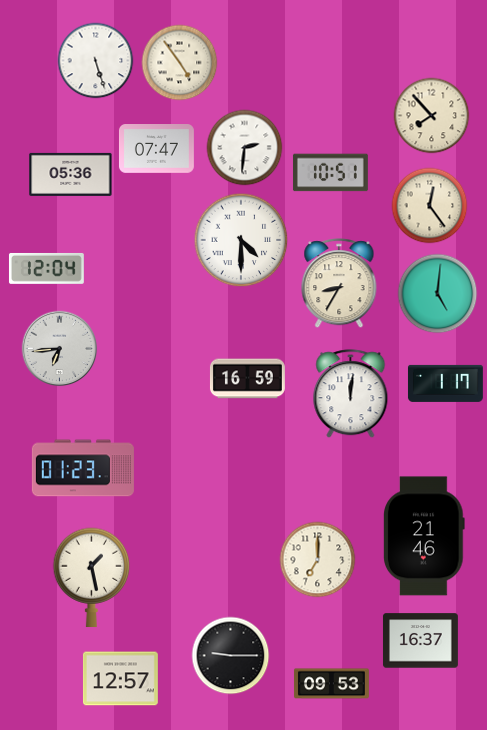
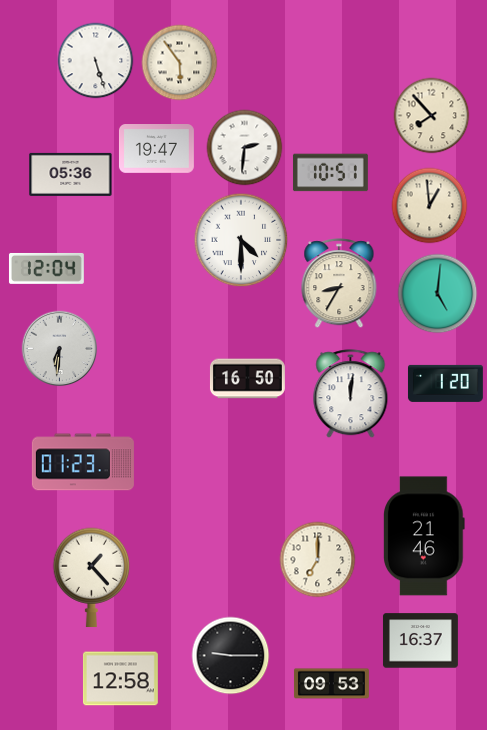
clock at (180, 63): 4:54 -> 5:54
clock at (156, 149): 07:47 -> 19:47
clock at (430, 206): 12:24 -> 12:59
clock at (60, 349): 6:44 -> 6:31
clock at (247, 379): 16:59 -> 16:50
clock at (445, 383): 1:17 -> 1:20
clock at (83, 468) position: (83, 468) -> (83, 462)
clock at (92, 578): 1:28 -> 1:23
clock at (120, 679): 12:57 -> 12:58
